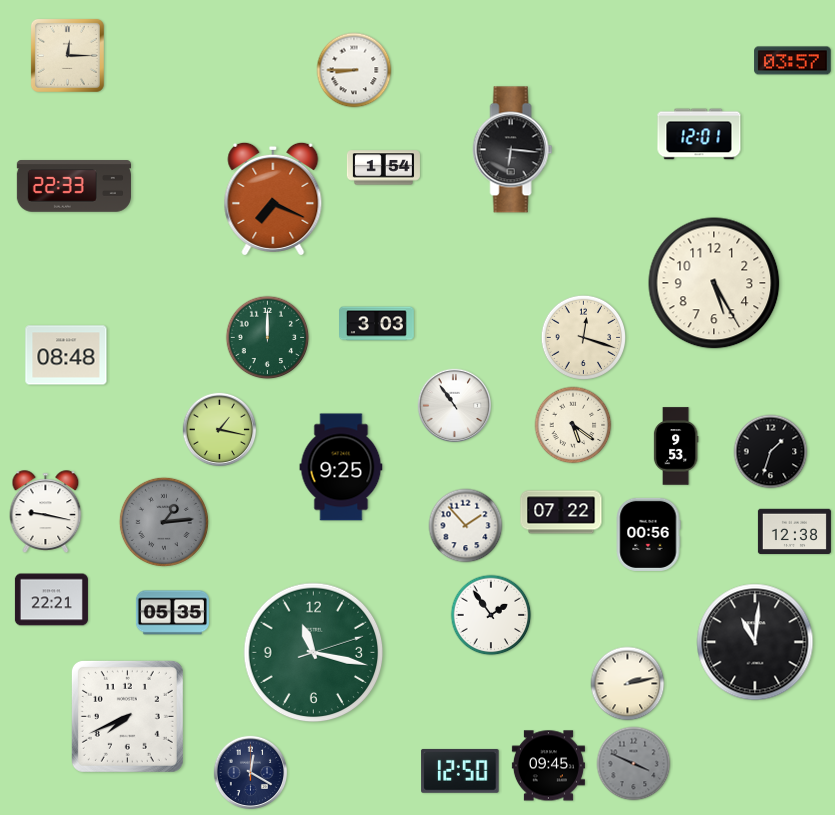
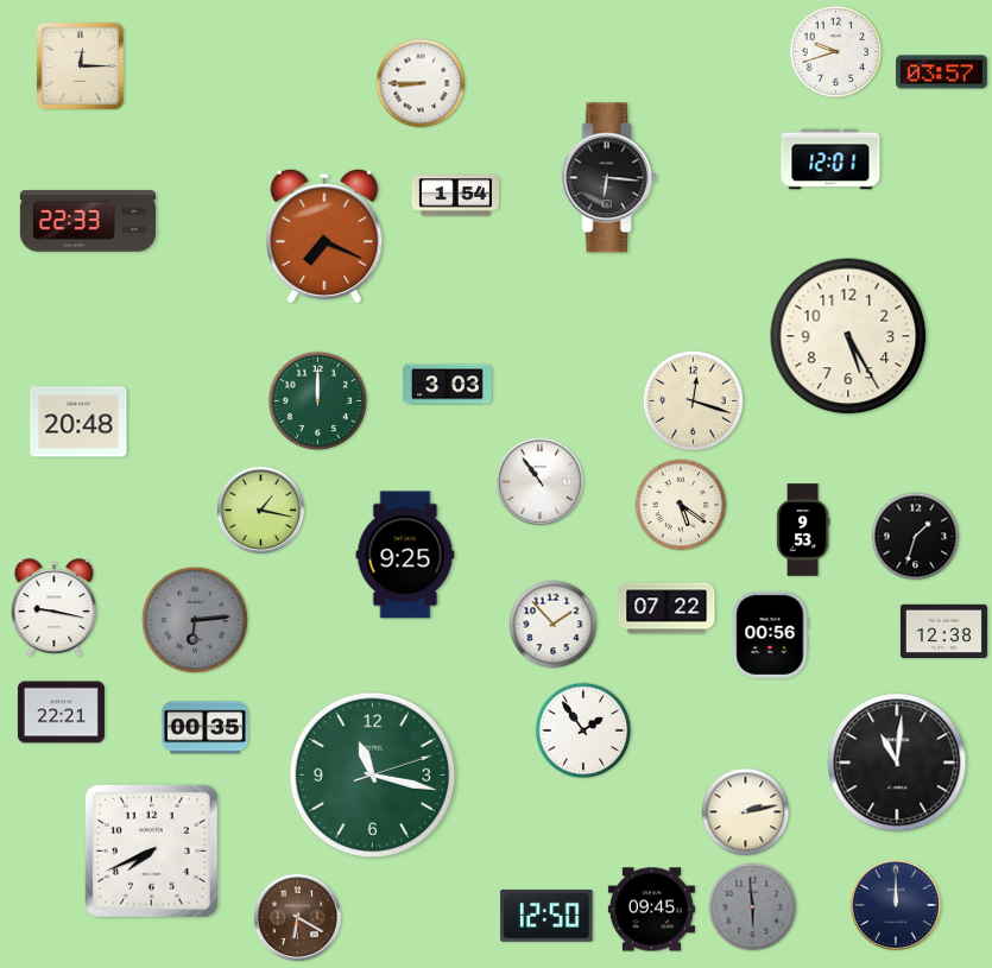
clock at (836, 52): none -> 9:42
clock at (383, 168) position: (383, 168) -> (455, 196)
clock at (66, 355): 08:48 -> 20:48
clock at (164, 522): 1:14 -> 6:14
clock at (172, 613): 05:35 -> 00:35
clock at (895, 905): none -> 12:00
clock at (634, 764): 3:49 -> 5:59
clock at (251, 773): 12:20 -> 6:20
clock at (251, 773) dial: navy -> brown
